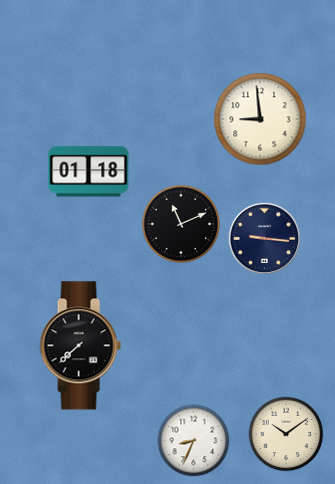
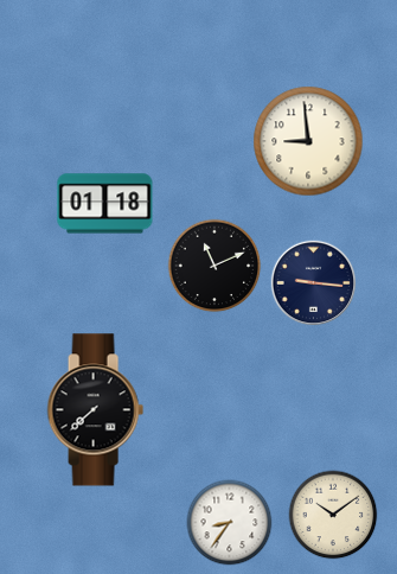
clock at (286, 434) position: (286, 434) -> (333, 515)
clock at (194, 441): 8:34 -> 8:36
